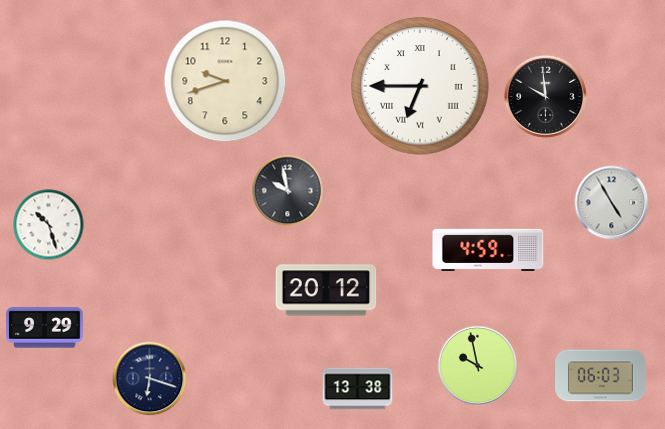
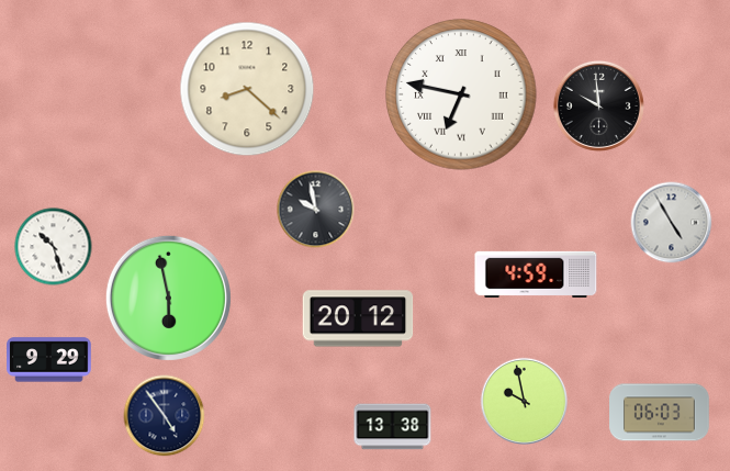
clock at (225, 81): 9:42 -> 8:22
clock at (420, 86): 6:45 -> 6:47
clock at (168, 298): none -> 5:58
clock at (150, 379): 6:18 -> 4:54
